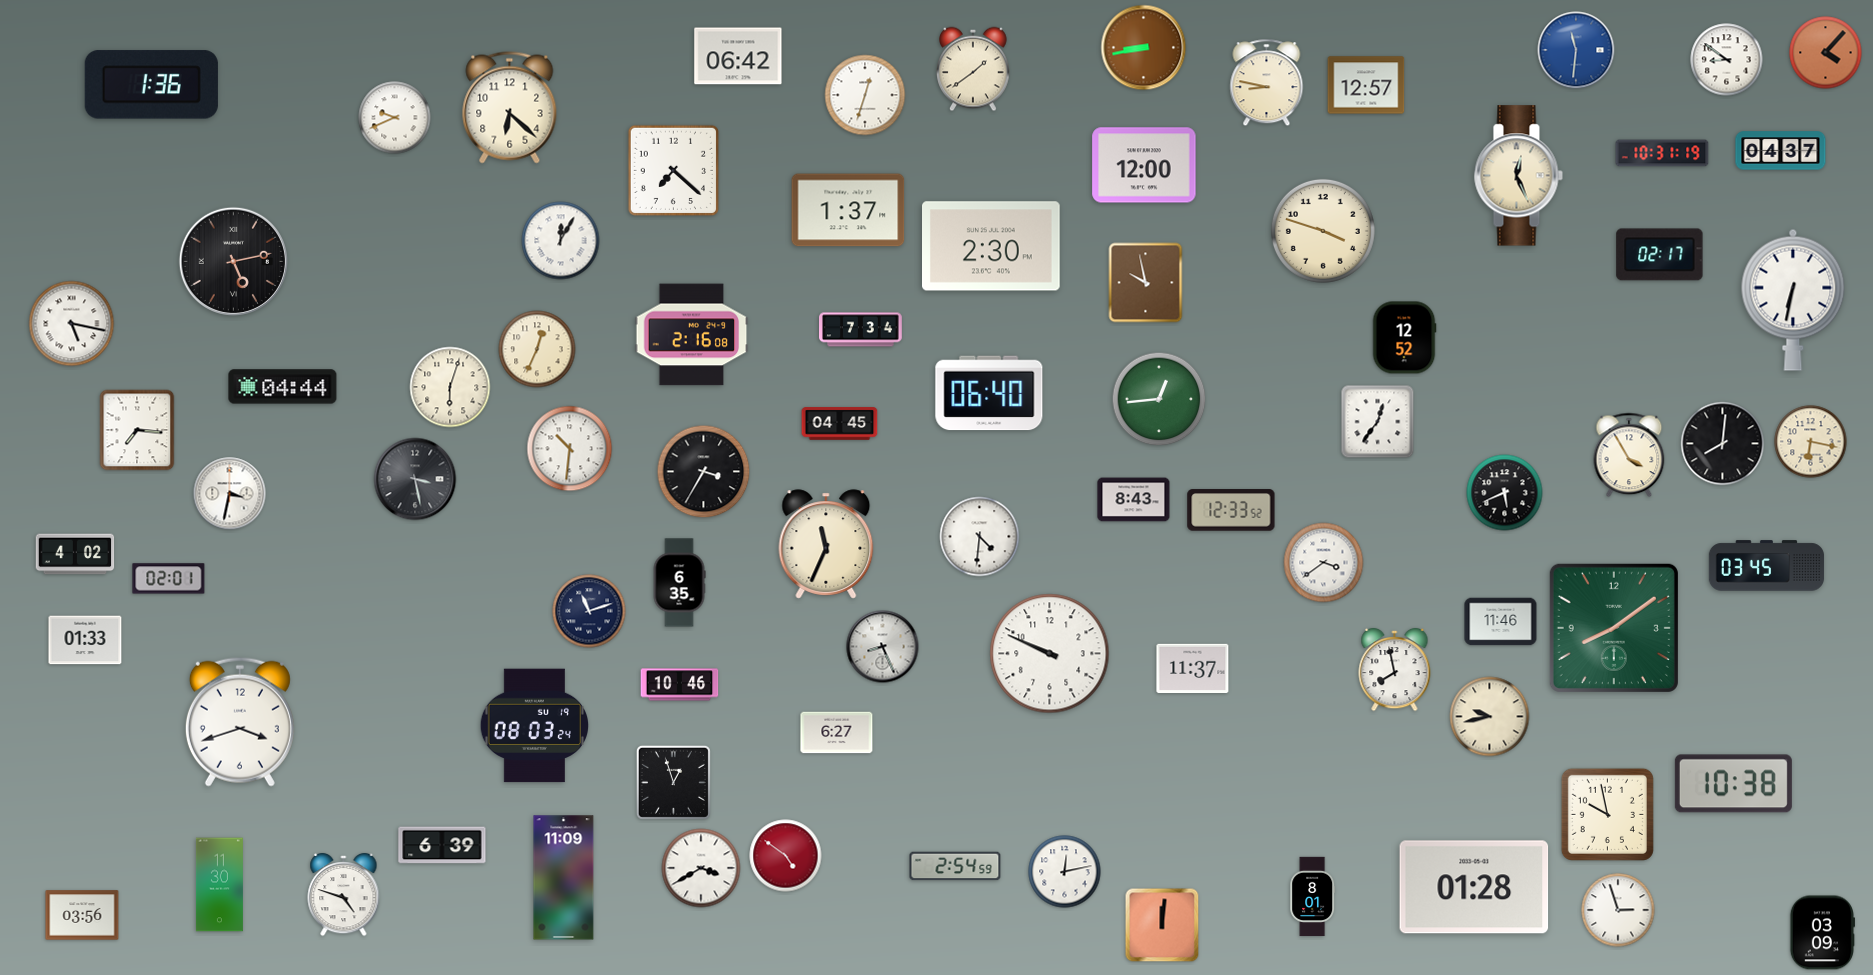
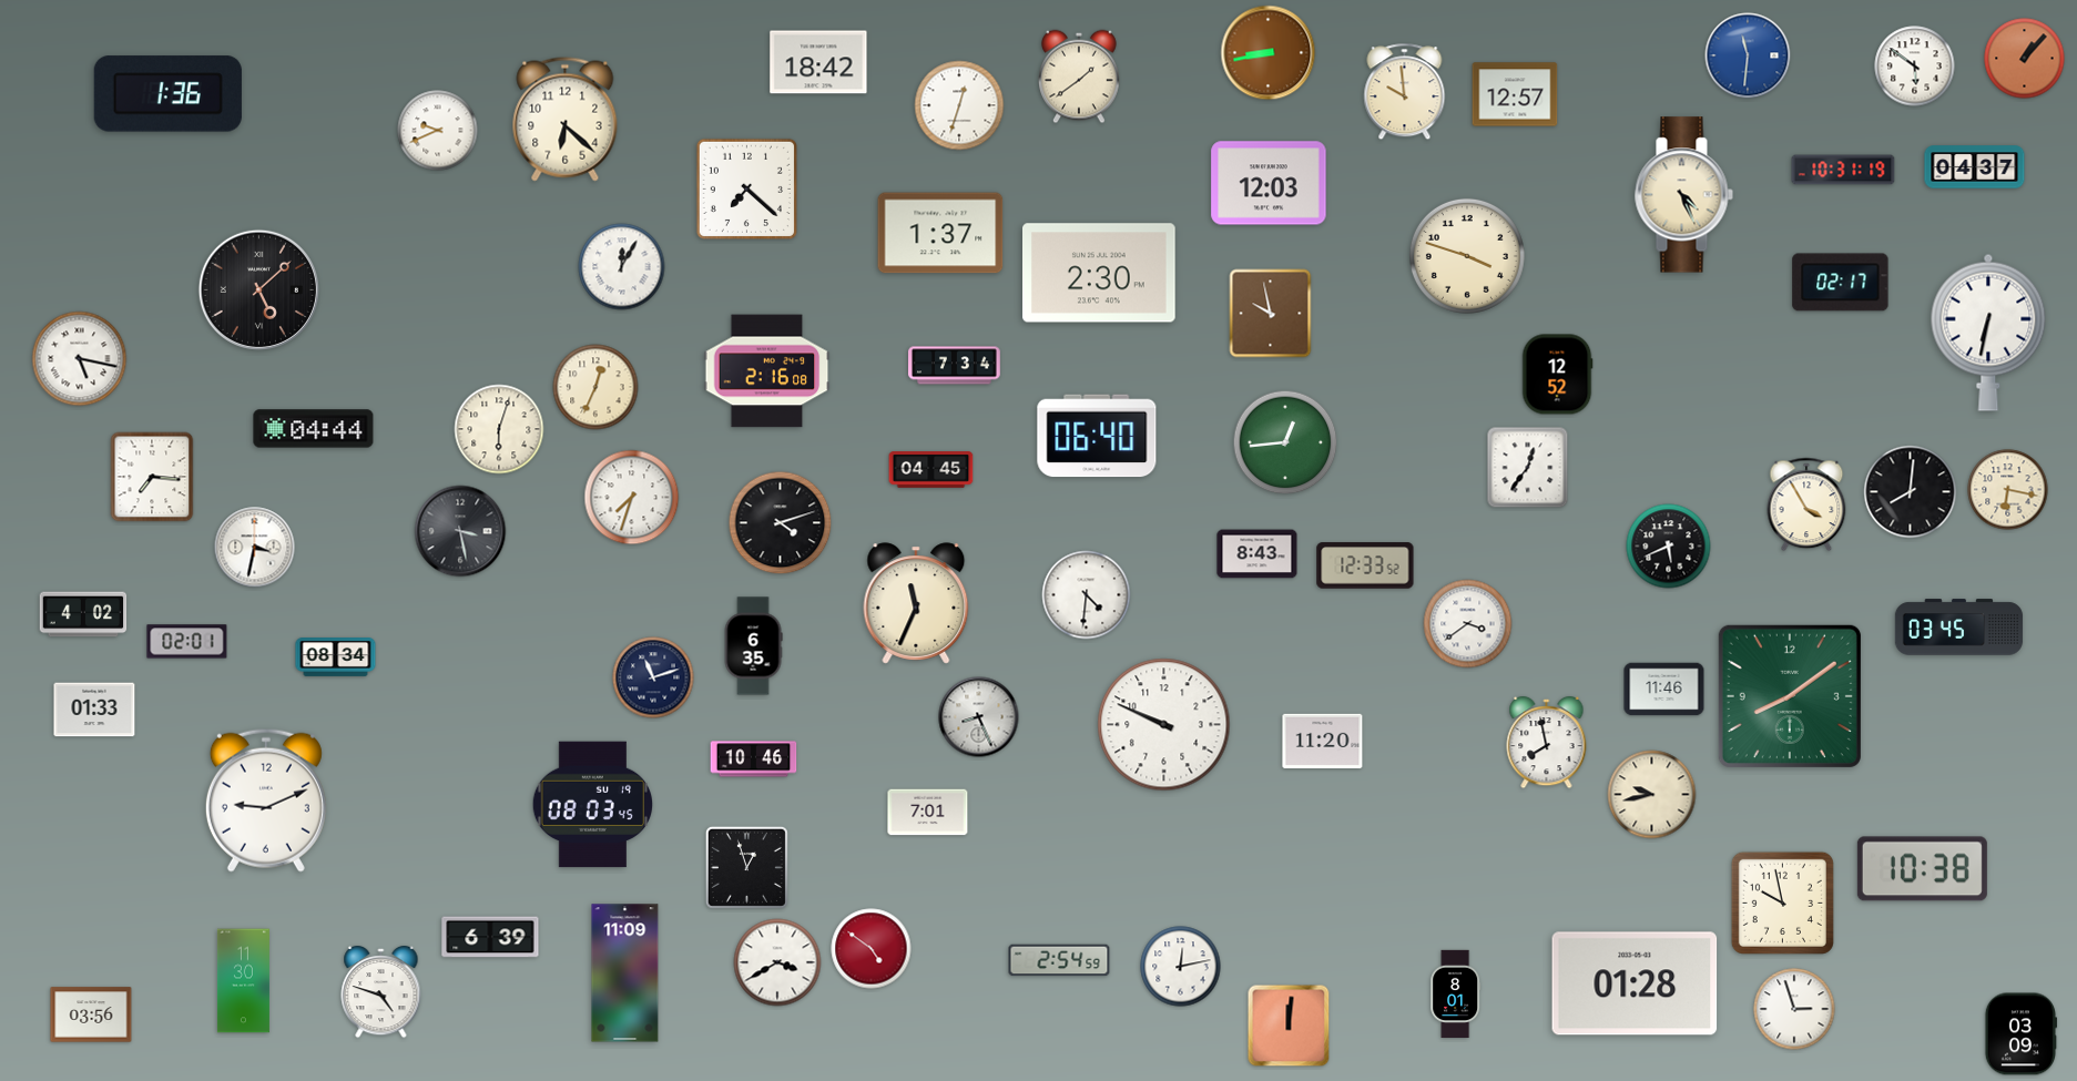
clock at (1826, 53): 4:07 -> 1:07
clock at (738, 56): 06:42 -> 18:42
clock at (1727, 60): 8:51 -> 5:51
clock at (1267, 83): 8:47 -> 9:59
clock at (1144, 165): 12:00 -> 12:03
clock at (1518, 176): 12:26 -> 4:26
clock at (233, 261): 5:13 -> 5:08
clock at (570, 449): 10:31 -> 7:33
clock at (704, 472): 3:35 -> 4:12
clock at (336, 657): none -> 08:34
clock at (1193, 669): 11:37 -> 11:20
clock at (240, 722): 3:42 -> 9:11
clock at (534, 726): 08:03:24 -> 08:03:45
clock at (837, 733): 6:27 -> 7:01
